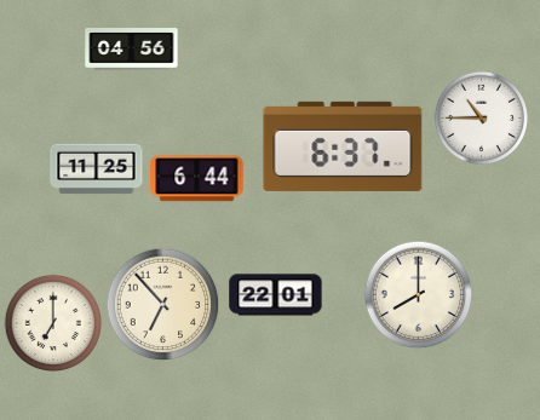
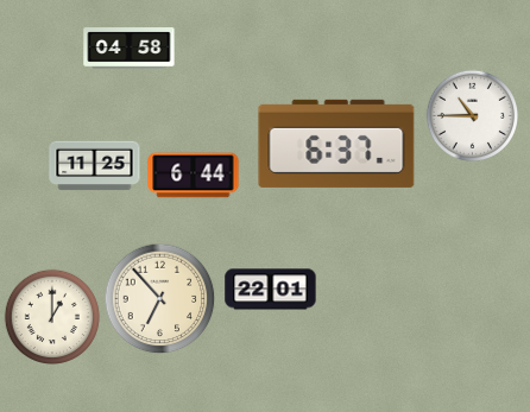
clock at (132, 50): 04:56 -> 04:58
clock at (418, 294): 8:00 -> none
clock at (52, 322): 7:00 -> 1:00
